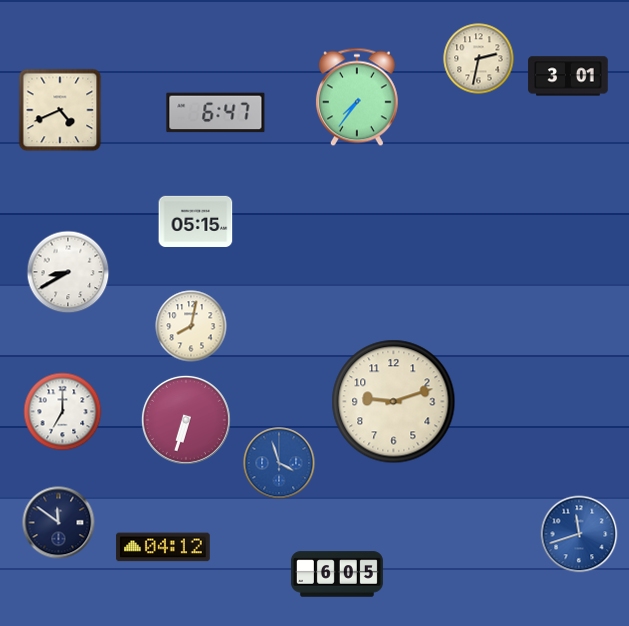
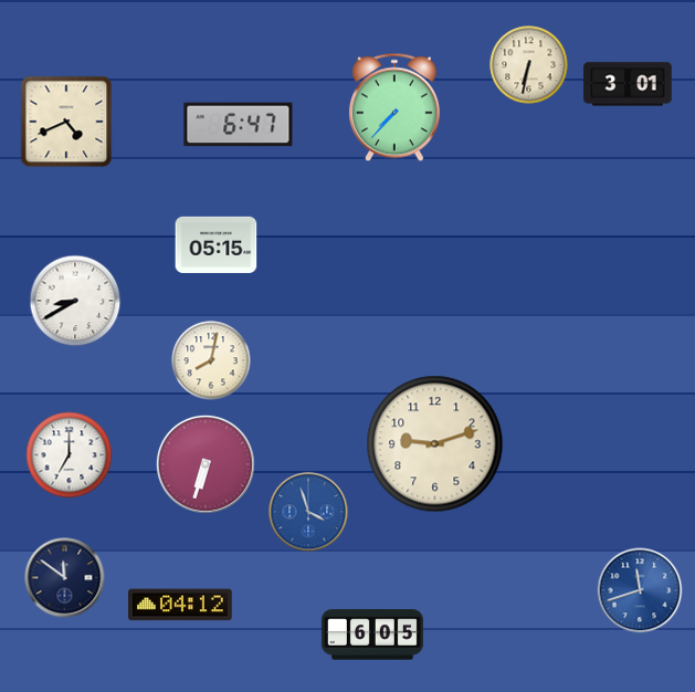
clock at (479, 59): 2:32 -> 6:32
clock at (357, 97): 7:36 -> 7:37
